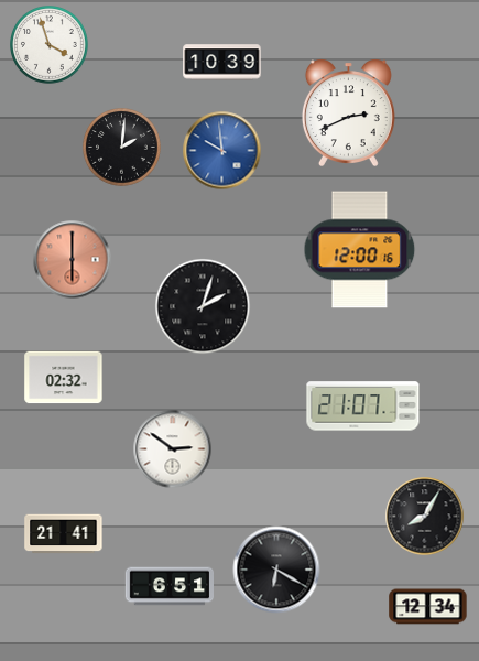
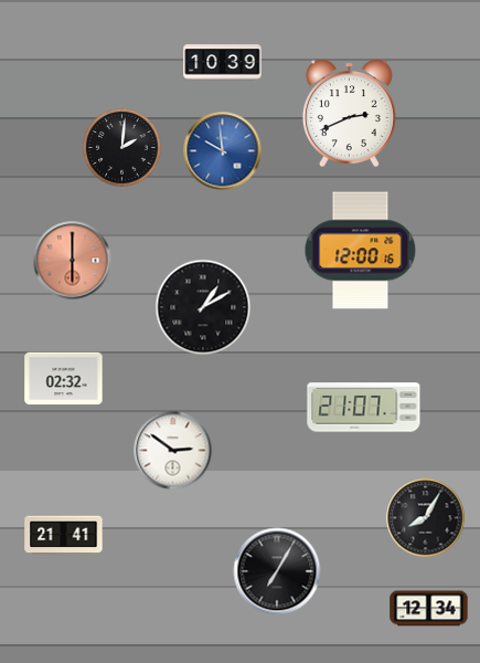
clock at (50, 45): 3:57 -> none
clock at (203, 306): 2:03 -> 1:10
clock at (276, 570): 6:20 -> 7:05
clock at (168, 586): 6:51 -> none
